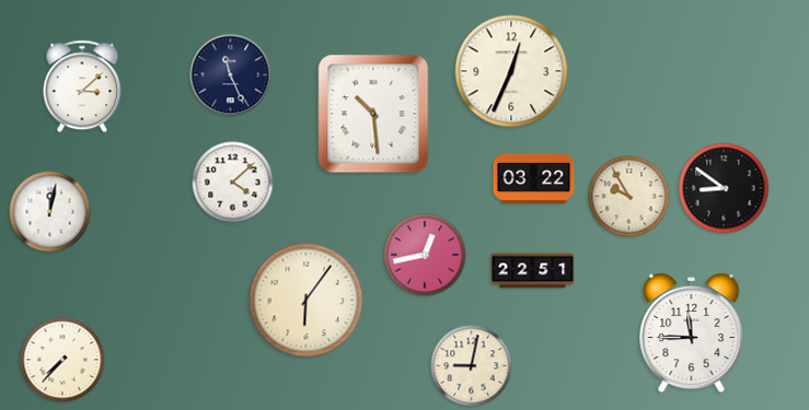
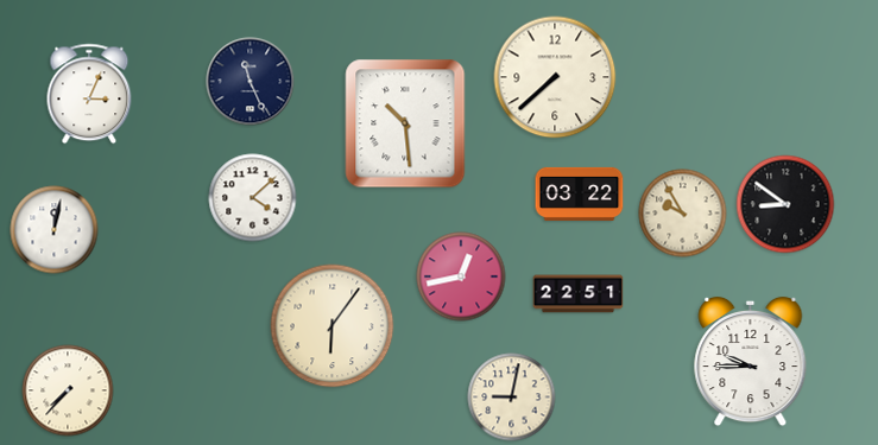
clock at (511, 71): 12:34 -> 7:38
clock at (82, 86): 3:08 -> 3:04
clock at (692, 333): 11:45 -> 9:45
